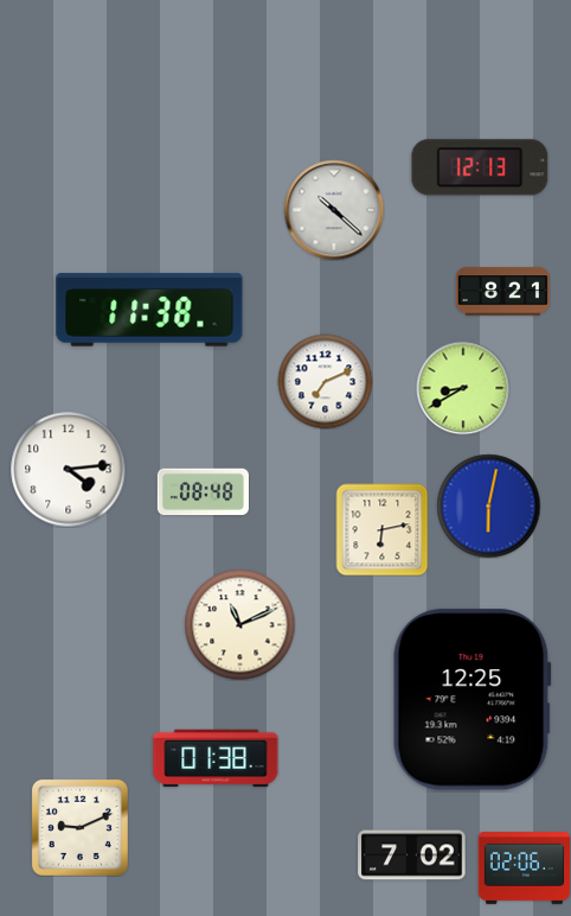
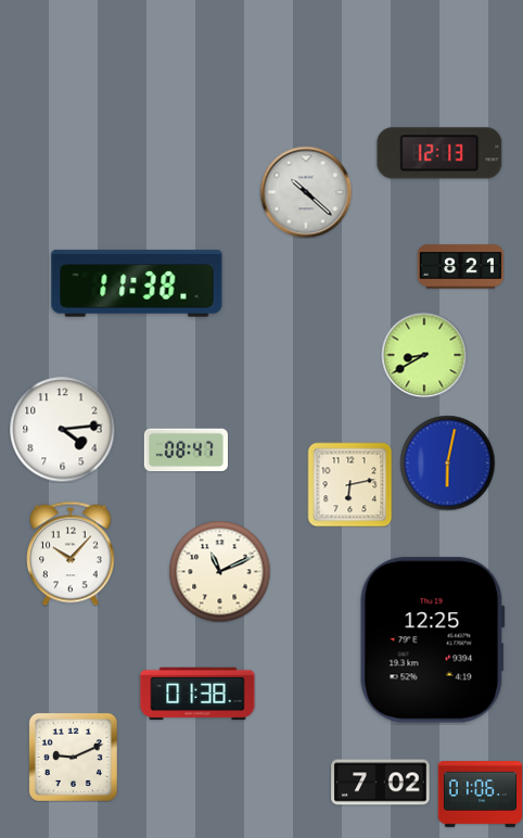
clock at (325, 381): 7:11 -> none
clock at (203, 492): 08:48 -> 08:47
clock at (71, 554): none -> 10:07
clock at (412, 855) position: (412, 855) -> (381, 783)
clock at (524, 869): 02:06 -> 01:06
